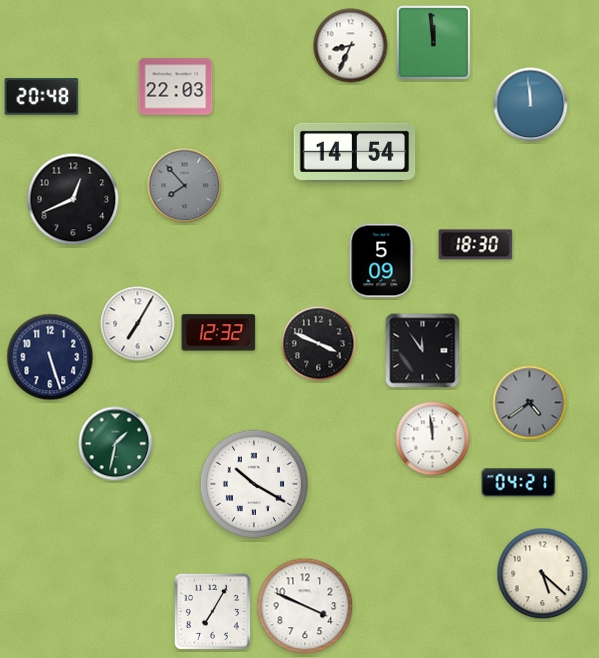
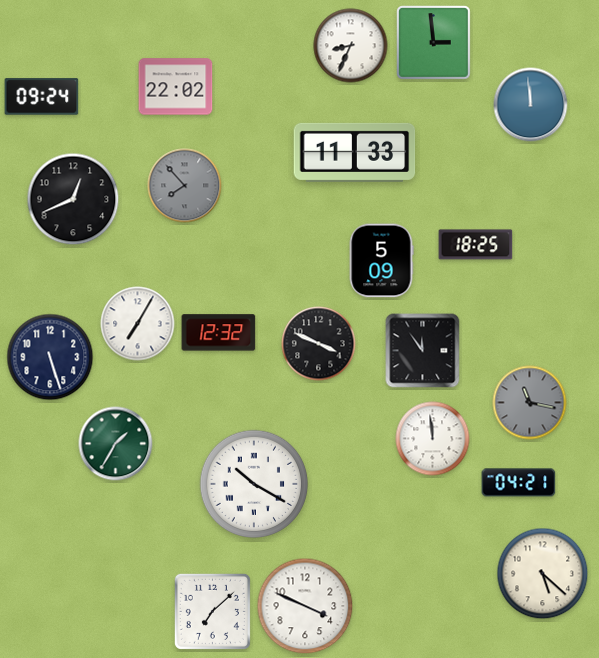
clock at (434, 43): 11:59 -> 2:59
clock at (176, 87): 22:03 -> 22:02
clock at (42, 97): 20:48 -> 09:24
clock at (355, 152): 14:54 -> 11:33
clock at (476, 245): 18:30 -> 18:25
clock at (530, 403): 4:39 -> 11:17
clock at (116, 444): 1:32 -> 1:35
clock at (212, 611): 7:05 -> 7:08
